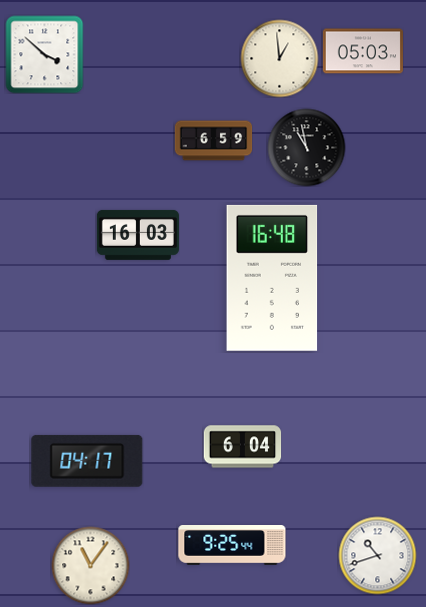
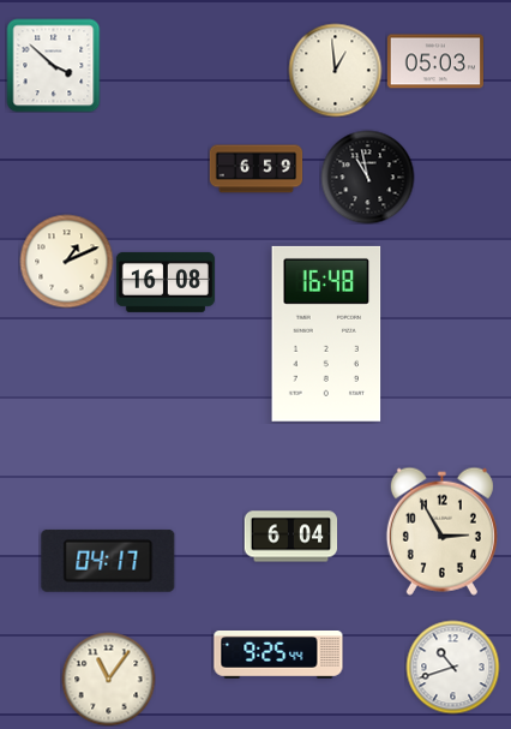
clock at (66, 261): none -> 1:11
clock at (138, 235): 16:03 -> 16:08
clock at (441, 531): none -> 2:55
clock at (87, 461) position: (87, 461) -> (108, 561)
